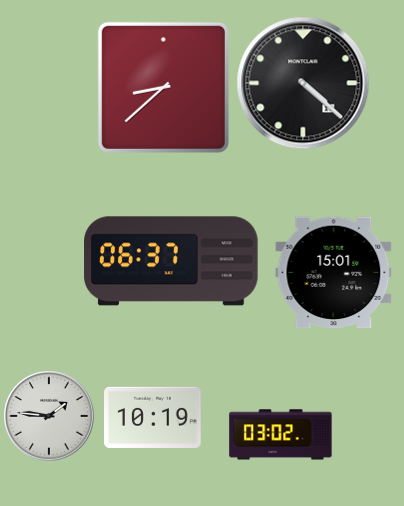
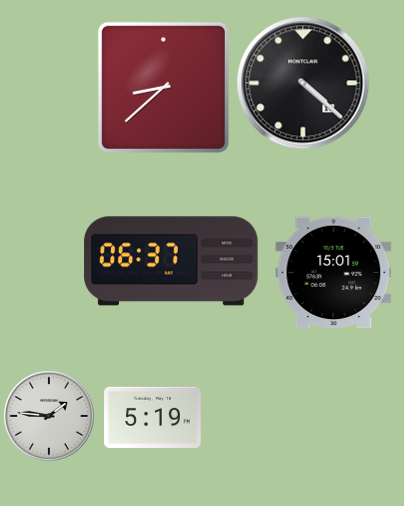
clock at (153, 417): 10:19 -> 5:19
clock at (281, 435): 03:02 -> none
